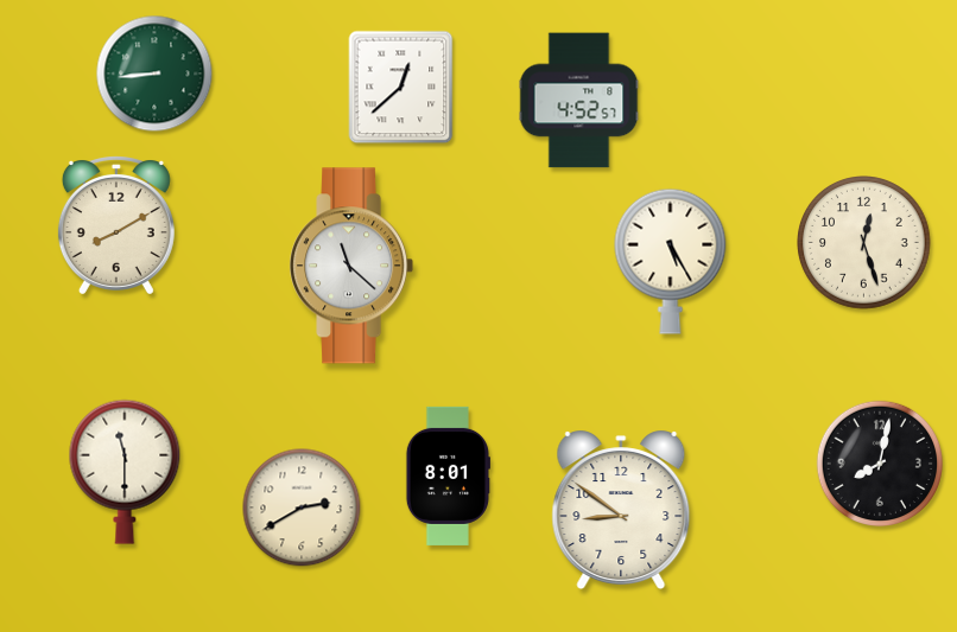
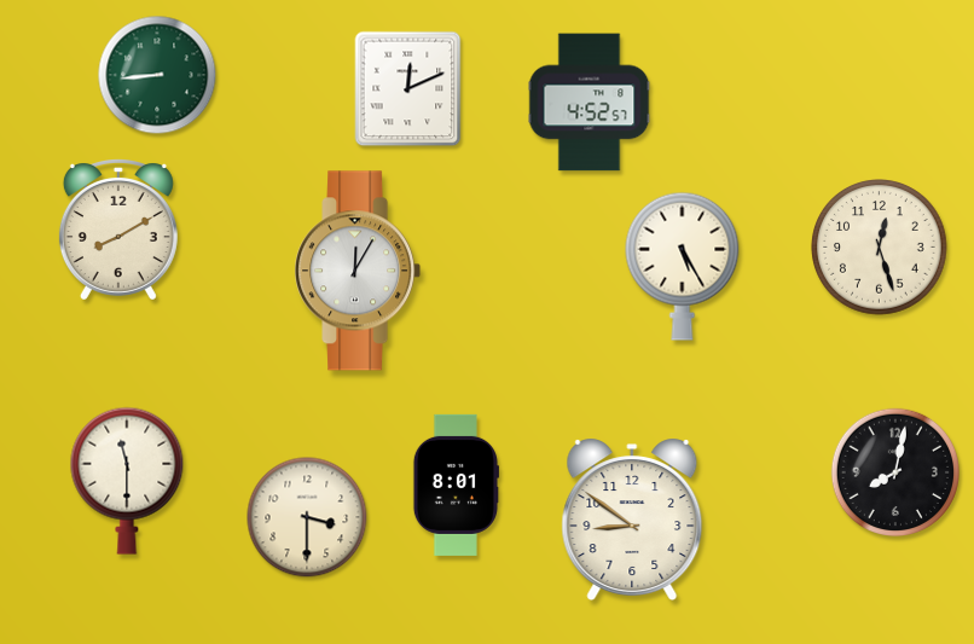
clock at (401, 88): 12:38 -> 12:11
clock at (351, 266): 11:22 -> 12:05
clock at (302, 507): 2:40 -> 3:30
